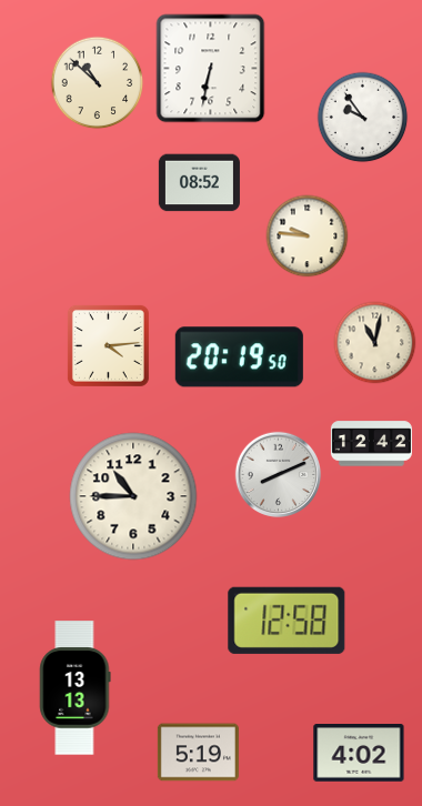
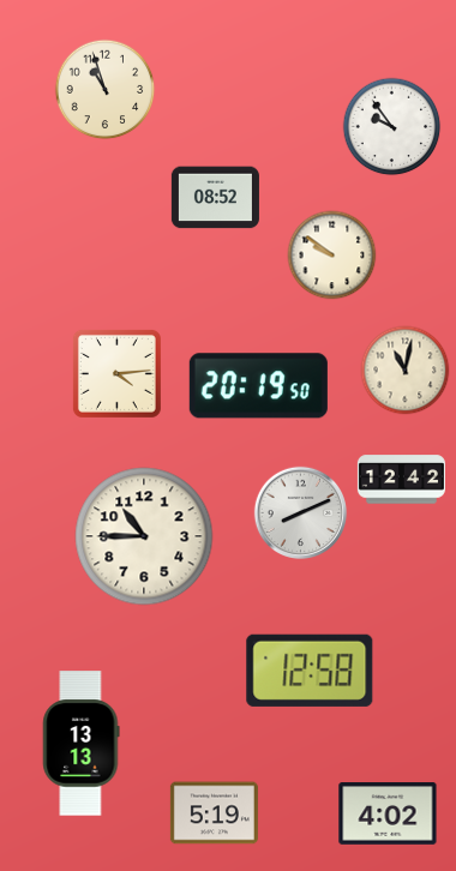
clock at (211, 69): 6:32 -> none
clock at (98, 83): 10:52 -> 10:57
clock at (308, 236): 9:46 -> 9:51
